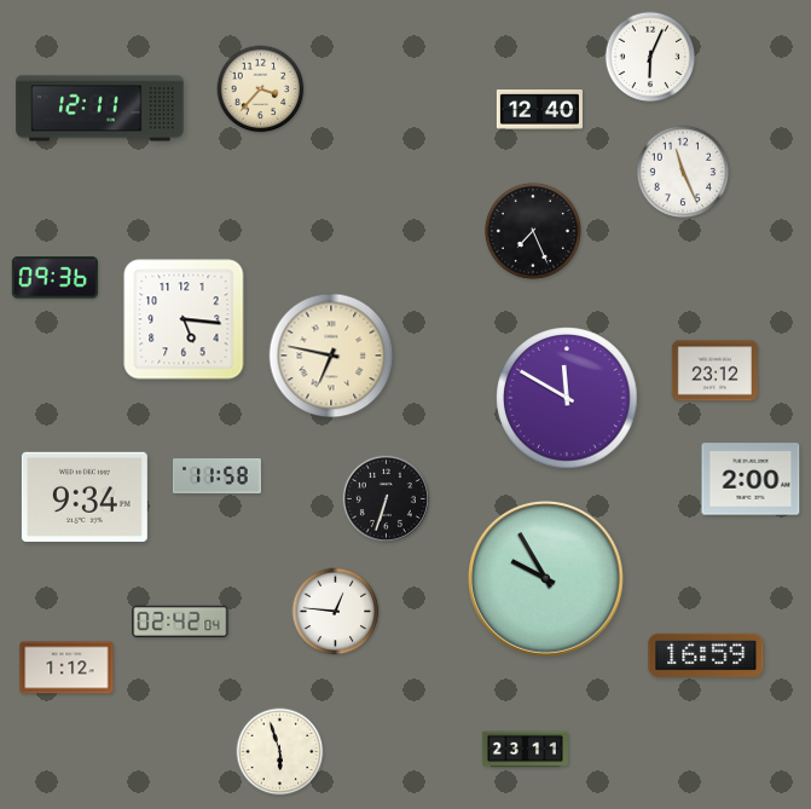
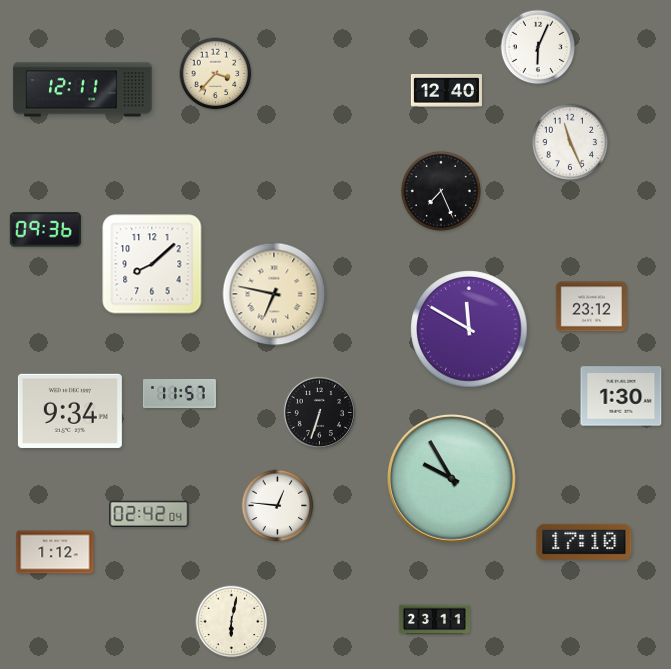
clock at (683, 172) position: (683, 172) -> (570, 142)
clock at (184, 319): 5:16 -> 8:08
clock at (218, 476): 11:58 -> 11:57
clock at (751, 479): 2:00 -> 1:30
clock at (706, 655): 16:59 -> 17:10
clock at (280, 752): 5:57 -> 6:02
